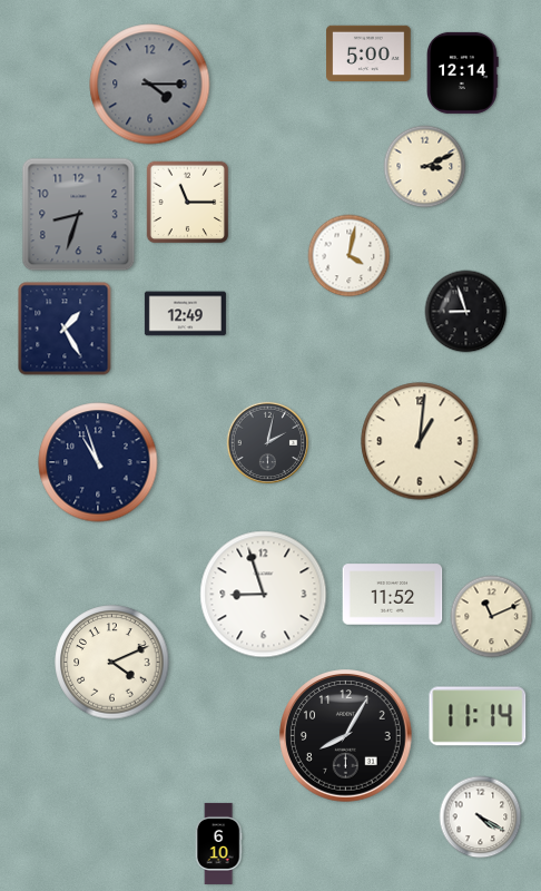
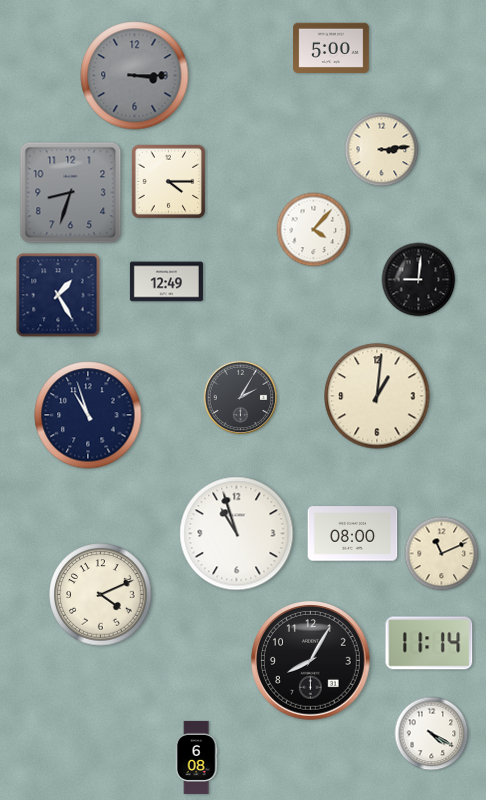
clock at (463, 72): 12:14 -> none
clock at (150, 85): 4:15 -> 3:15
clock at (425, 167): 3:11 -> 3:14
clock at (188, 203): 11:15 -> 4:15
clock at (350, 256): 4:02 -> 4:07
clock at (466, 312): 8:57 -> 9:01
clock at (267, 442): 2:02 -> 2:05
clock at (264, 595): 8:57 -> 10:57
clock at (393, 595): 11:52 -> 08:00
clock at (218, 843): 6:10 -> 6:08
